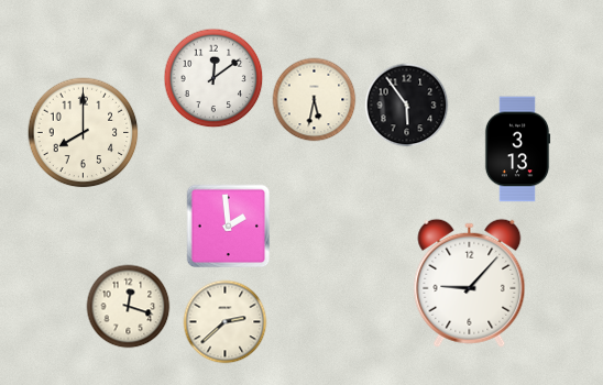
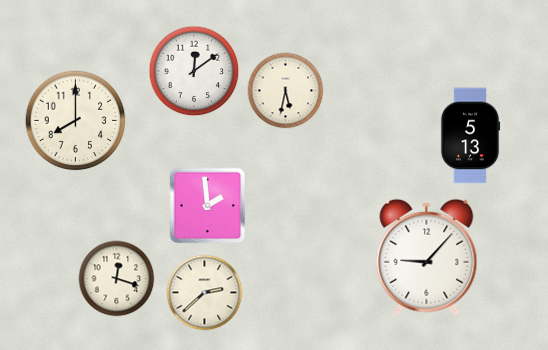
clock at (407, 106): 5:54 -> none
clock at (517, 150): 3:13 -> 5:13
